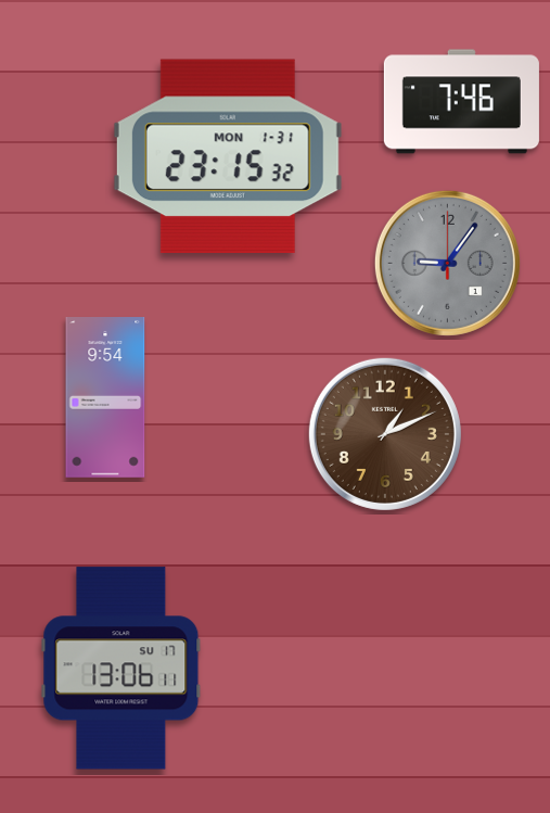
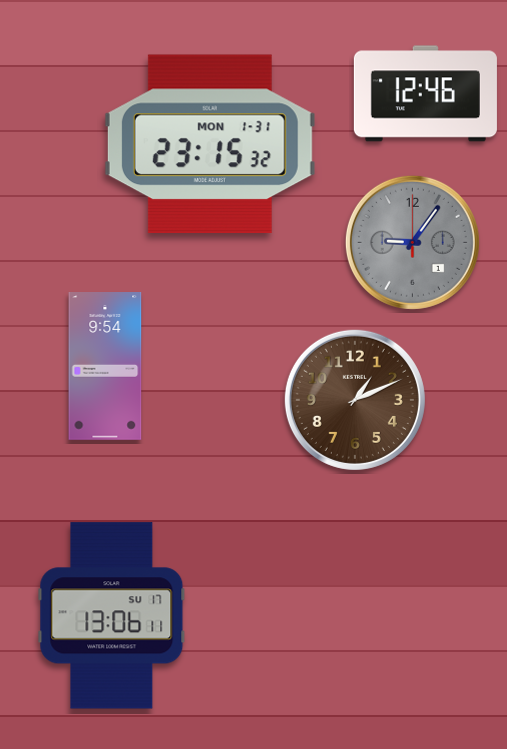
clock at (461, 102): 7:46 -> 12:46
clock at (105, 398) position: (105, 398) -> (105, 367)
